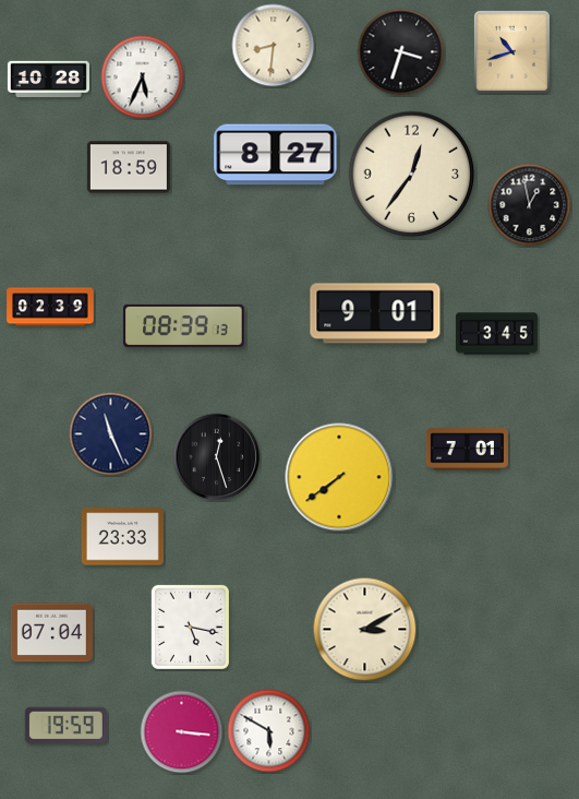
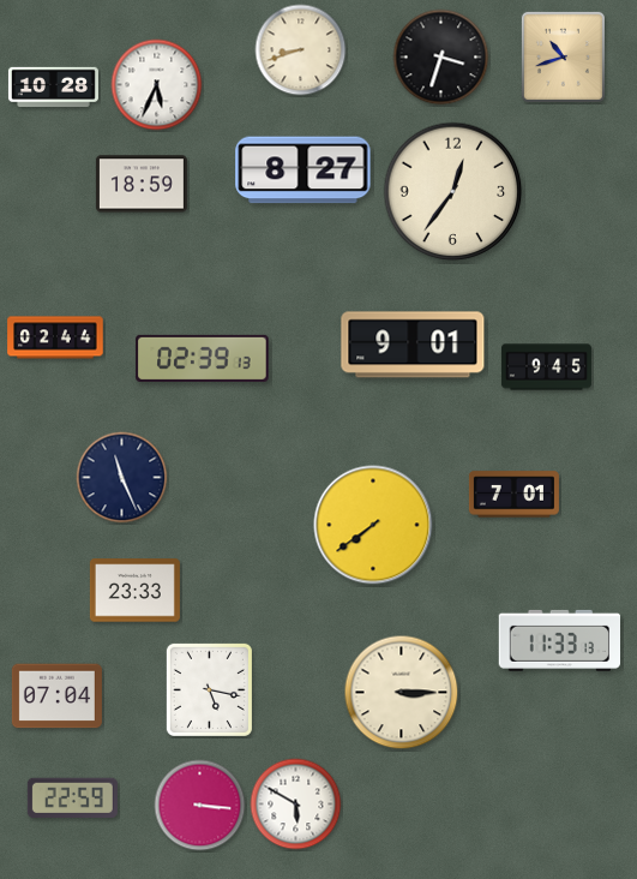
clock at (274, 46): 8:31 -> 8:42
clock at (530, 205): 12:58 -> none
clock at (50, 307): 02:39 -> 02:44
clock at (184, 325): 08:39 -> 02:39
clock at (496, 334): 3:45 -> 9:45
clock at (217, 457): 12:27 -> none
clock at (559, 640): none -> 11:33
clock at (365, 630): 3:10 -> 3:15
clock at (65, 725): 19:59 -> 22:59
